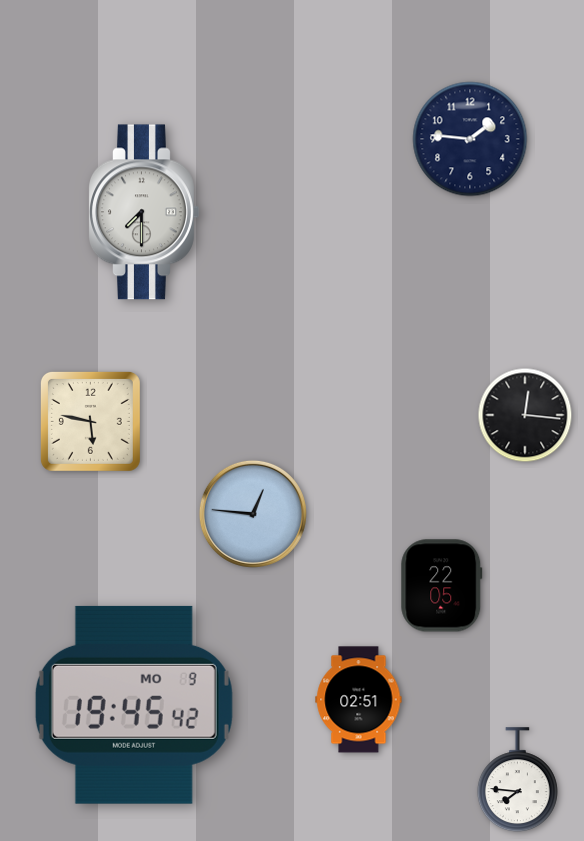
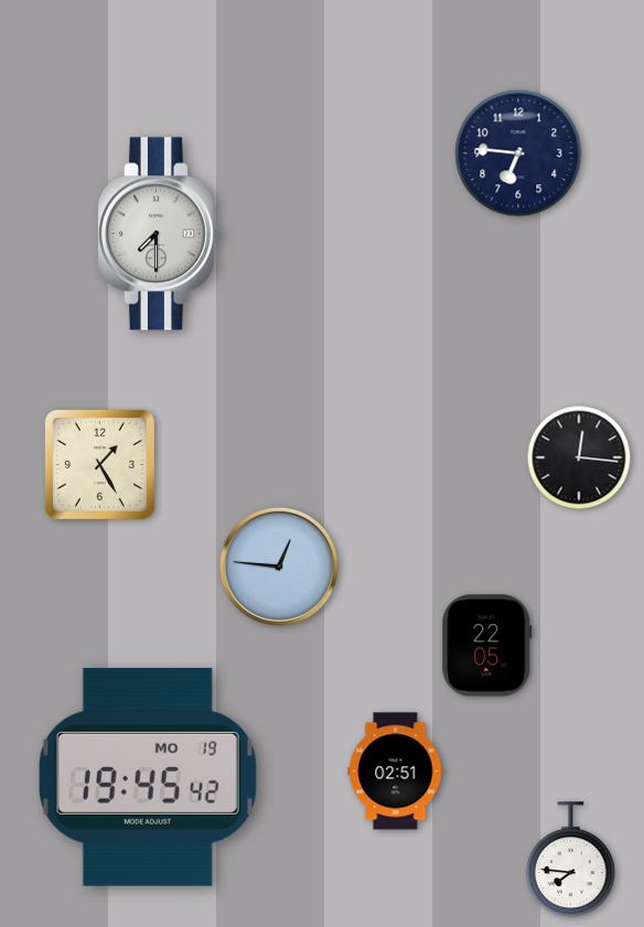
clock at (470, 139): 1:46 -> 6:46
clock at (90, 421): 5:47 -> 1:25
clock at (134, 705) date: MO 9 -> MO 19
